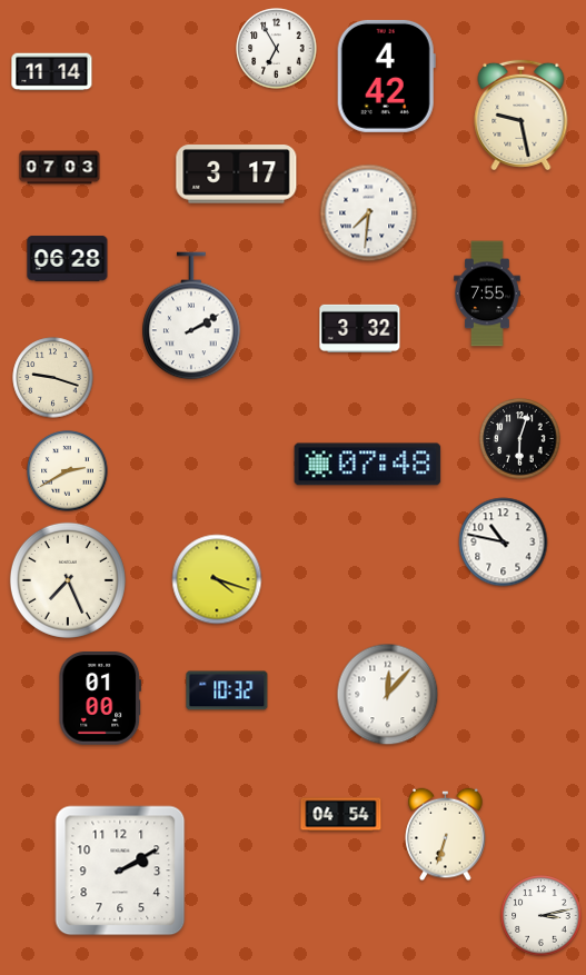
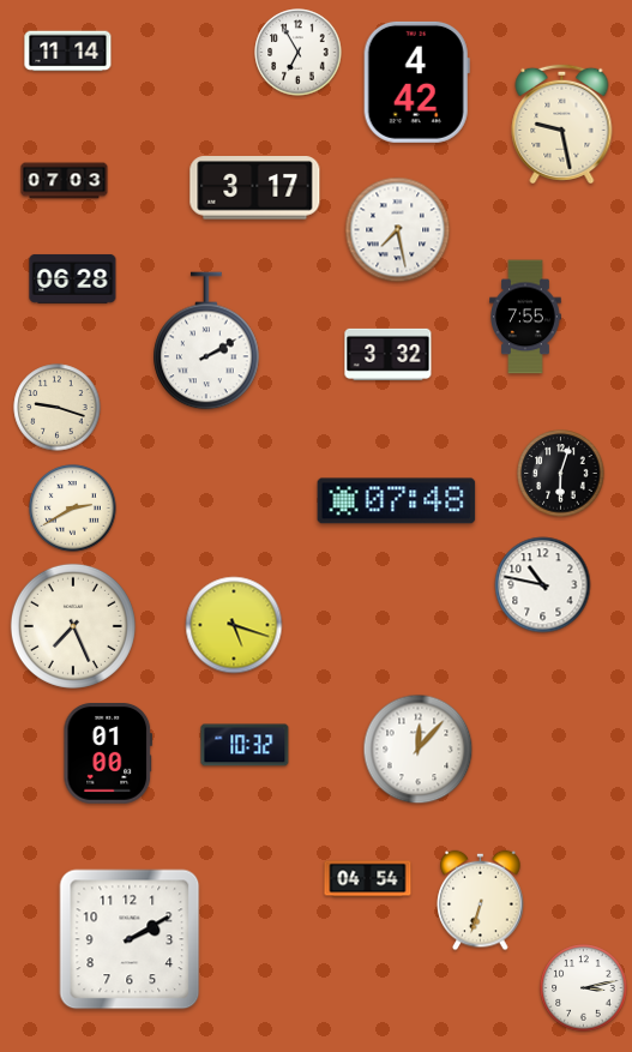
clock at (52, 72) position: (52, 72) -> (68, 52)
clock at (369, 213): 7:31 -> 7:28
clock at (217, 579): 4:18 -> 5:18
